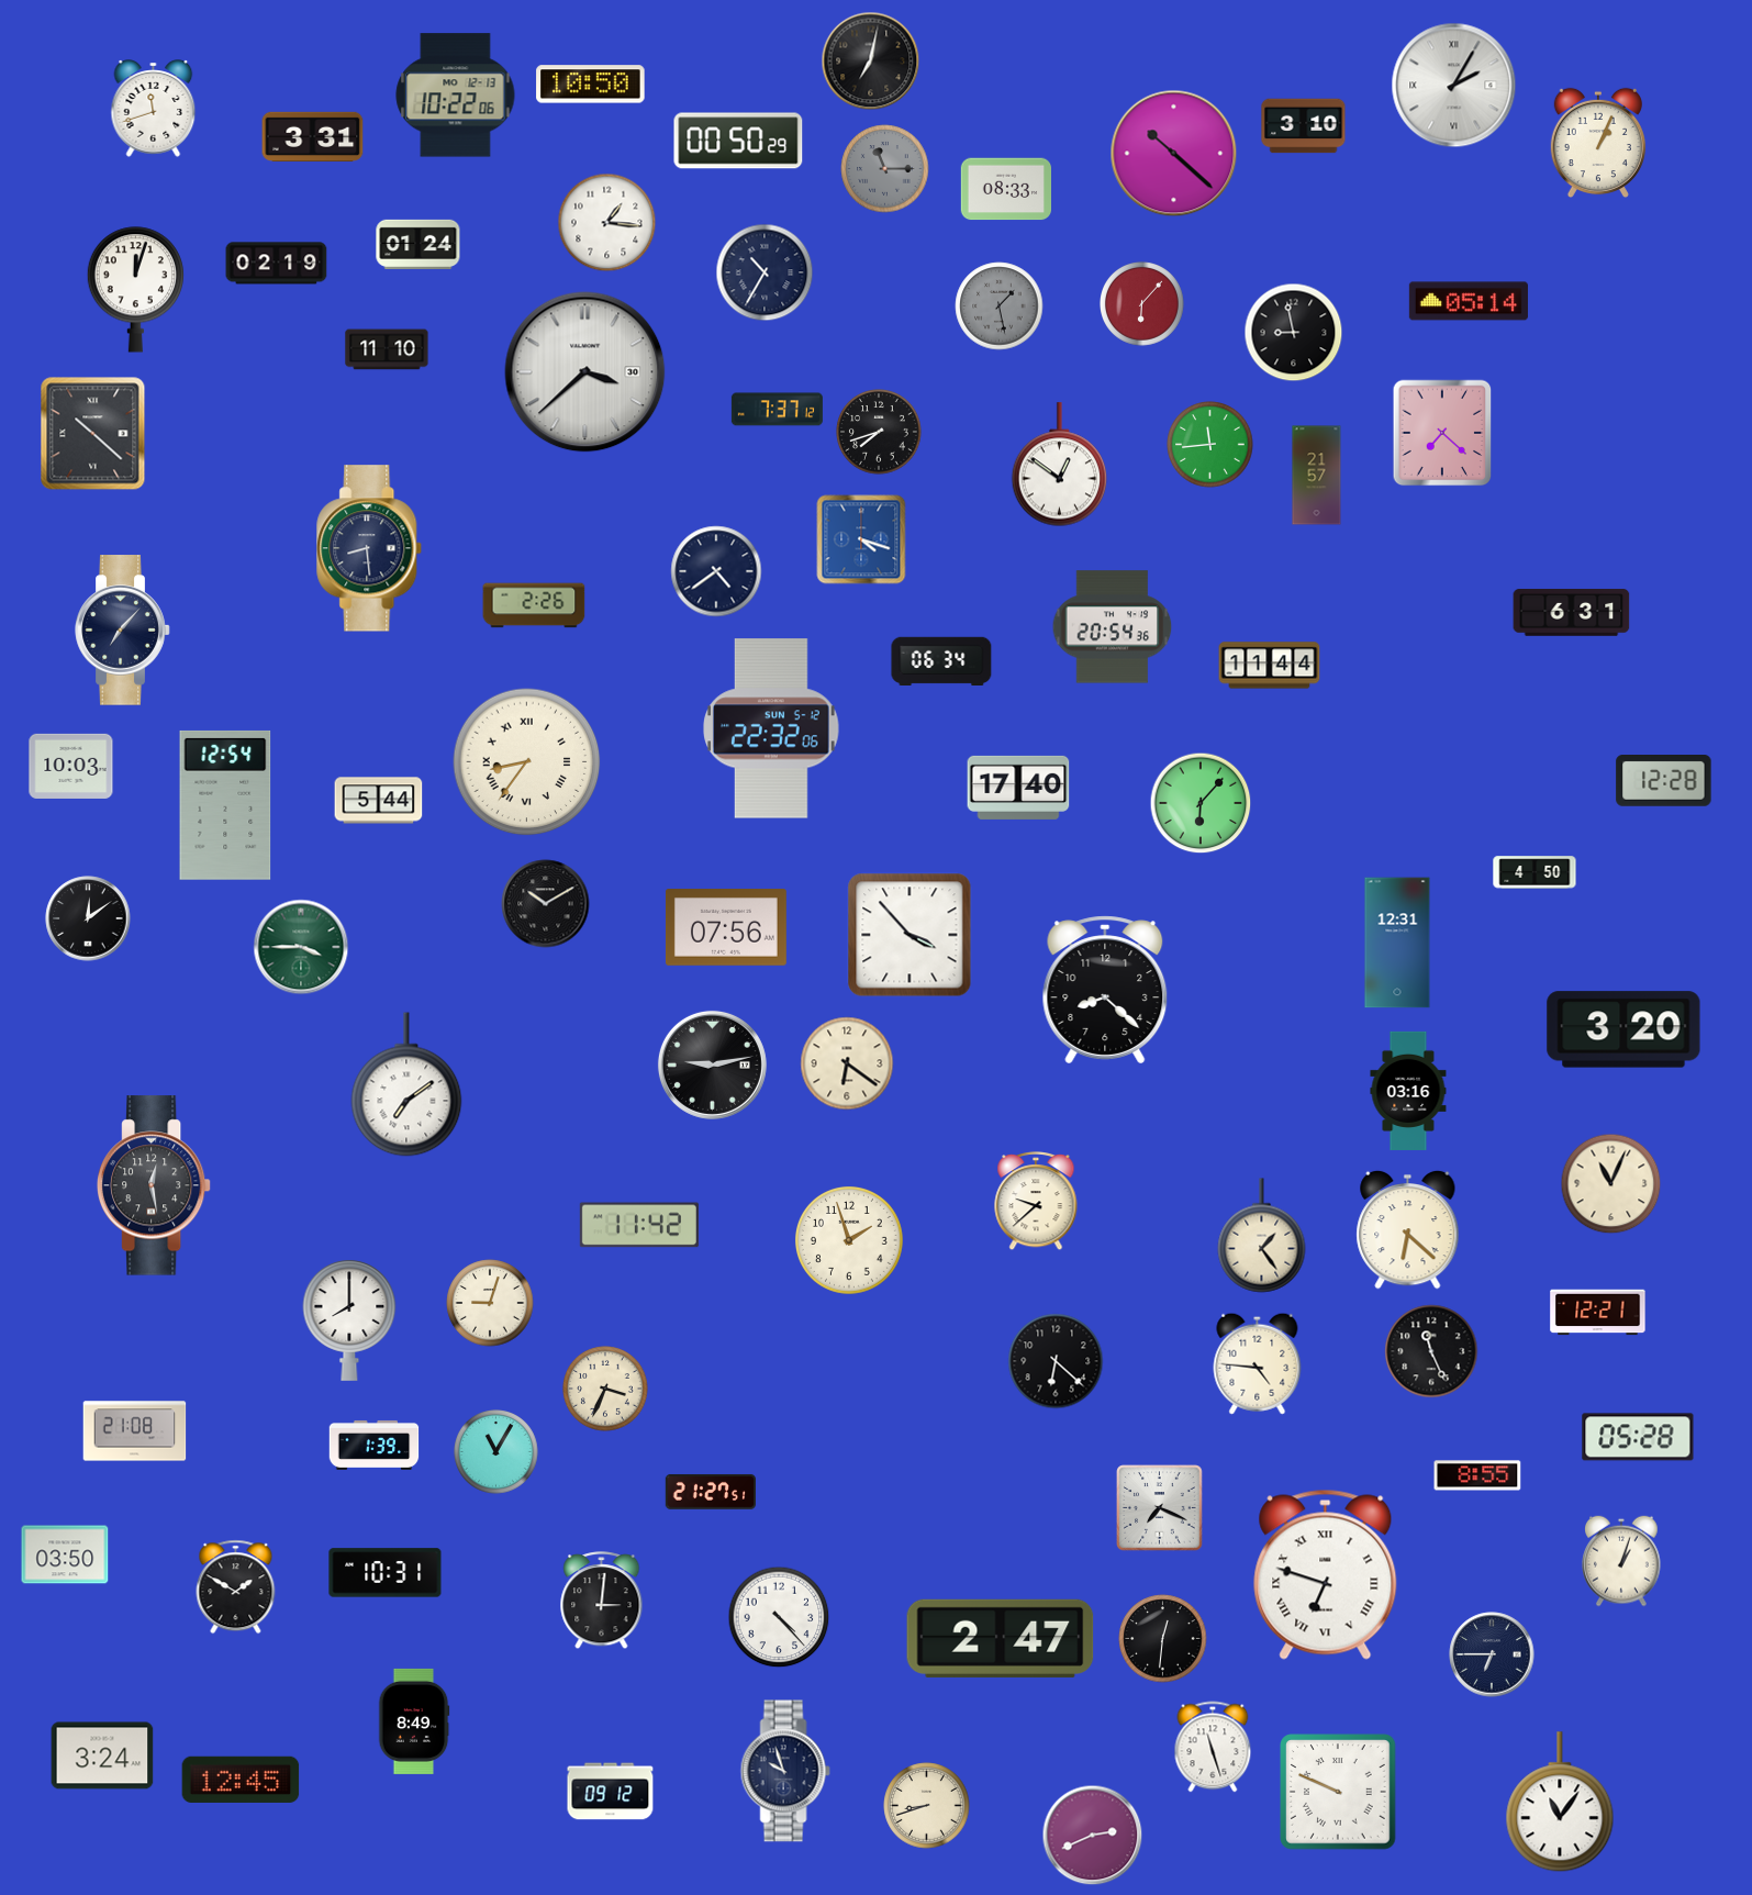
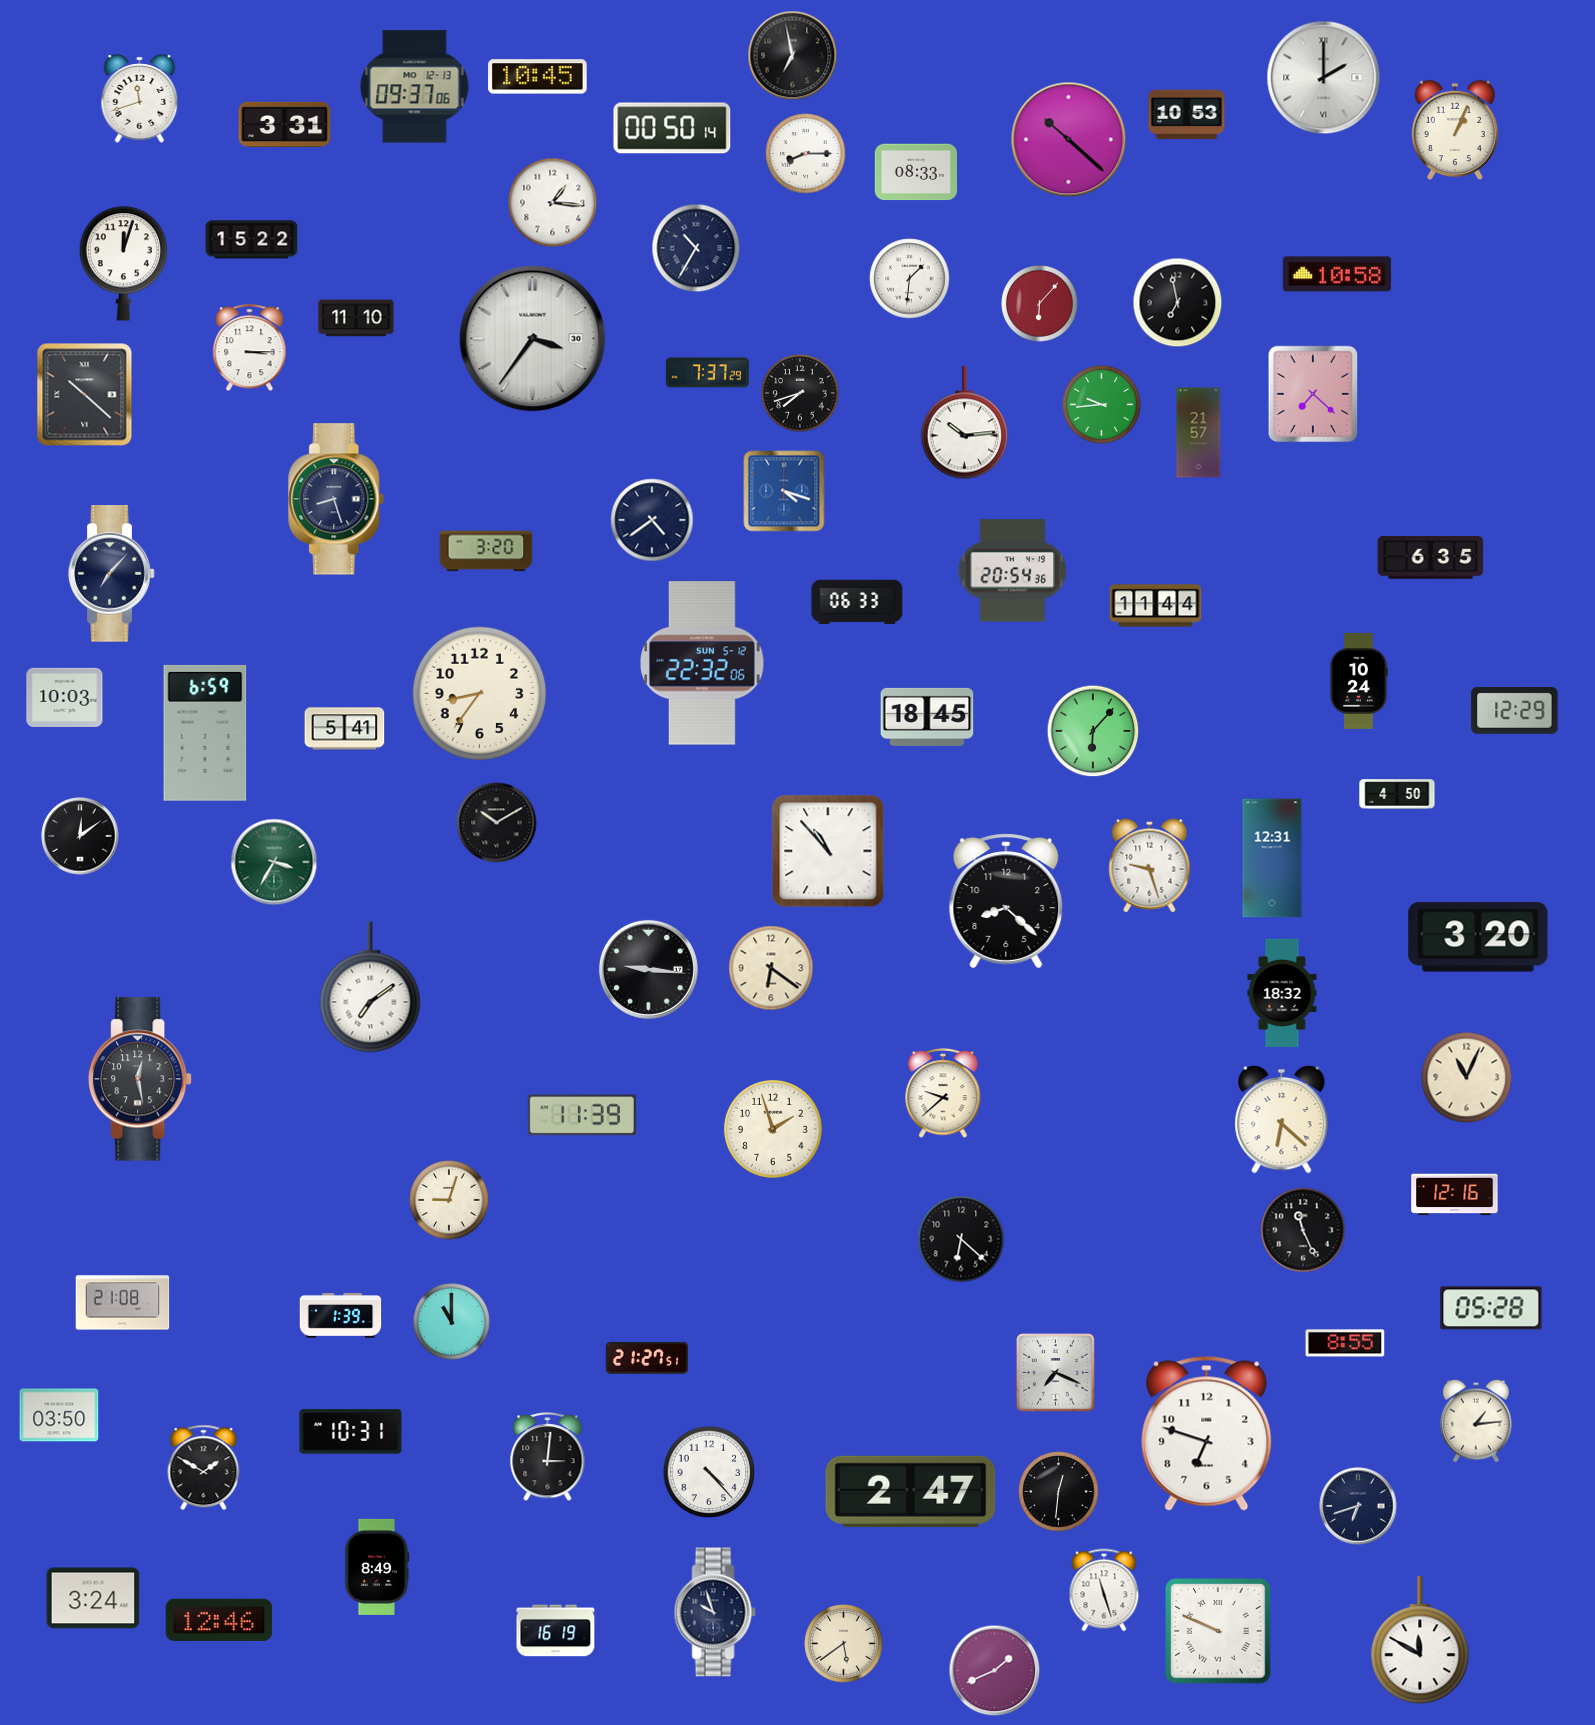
clock at (871, 62): 7:02 -> 6:58
clock at (591, 85): 10:50 -> 10:45
clock at (1454, 86): 2:05 -> 2:00
clock at (456, 96): 10:22 -> 09:37
clock at (1304, 126): 3:10 -> 10:53
clock at (738, 141): 00:50:29 -> 00:50:14
clock at (885, 169): 11:15 -> 8:15
clock at (885, 169) dial: grey -> white
clock at (419, 244): 01:24 -> none
clock at (277, 264): 02:19 -> 15:22
clock at (1469, 301): 05:14 -> 10:58
clock at (1142, 304) position: (1142, 304) -> (1040, 304)
clock at (1000, 306): 1:28 -> 1:31
clock at (1000, 306) dial: grey -> white
clock at (1294, 333): 8:58 -> 6:58
clock at (387, 349) position: (387, 349) -> (356, 318)
clock at (585, 372): 3:38 -> 3:36
clock at (250, 348): none -> 3:15
clock at (777, 410): 7:37:12 -> 7:37:29
clock at (1210, 445): 11:44 -> 9:44
clock at (1060, 465): 12:51 -> 10:14
clock at (370, 548): 8:29 -> 8:27
clock at (534, 605): 2:26 -> 3:20
clock at (1572, 613): 6:31 -> 6:35
clock at (941, 661): 06:34 -> 06:33
clock at (1359, 681): none -> 10:24
clock at (527, 762) numerals: Roman -> Arabic
clock at (1664, 781): 12:28 -> 12:29
clock at (1018, 788): 17:40 -> 18:45
clock at (379, 801): 5:44 -> 5:41
clock at (225, 805): 12:54 -> 6:59
clock at (726, 928): 07:56 -> none
clock at (910, 935): 3:53 -> 10:53
clock at (301, 947): 3:45 -> 3:35
clock at (1150, 866): none -> 9:27
clock at (712, 1064): 9:13 -> 9:16
clock at (1408, 1091): 03:16 -> 18:32
clock at (639, 1225): 11:42 -> 11:39
clock at (1262, 1236): 1:24 -> none
clock at (490, 1303) position: (490, 1303) -> (449, 1200)
clock at (1598, 1313): 12:21 -> 12:16
clock at (349, 1320): 8:00 -> none
clock at (1258, 1363): 4:46 -> none
clock at (605, 1389): 3:34 -> none
clock at (496, 1452): 11:05 -> 11:00
clock at (1621, 1561): 1:03 -> 1:14
clock at (1326, 1574) numerals: Roman -> Arabic
clock at (236, 1587) position: (236, 1587) -> (204, 1468)
clock at (1492, 1654): 6:45 -> 6:42
clock at (241, 1779): 12:45 -> 12:46
clock at (611, 1792): 09:12 -> 16:19
clock at (1560, 1803): 11:06 -> 11:50
clock at (927, 1806): 8:42 -> 5:39
clock at (1093, 1836): 2:41 -> 1:41
